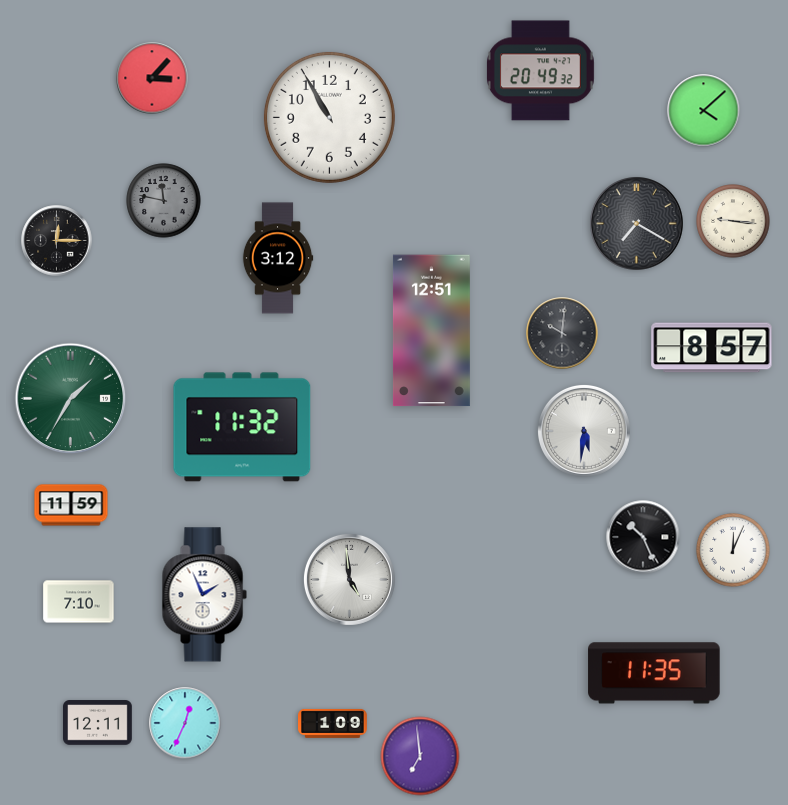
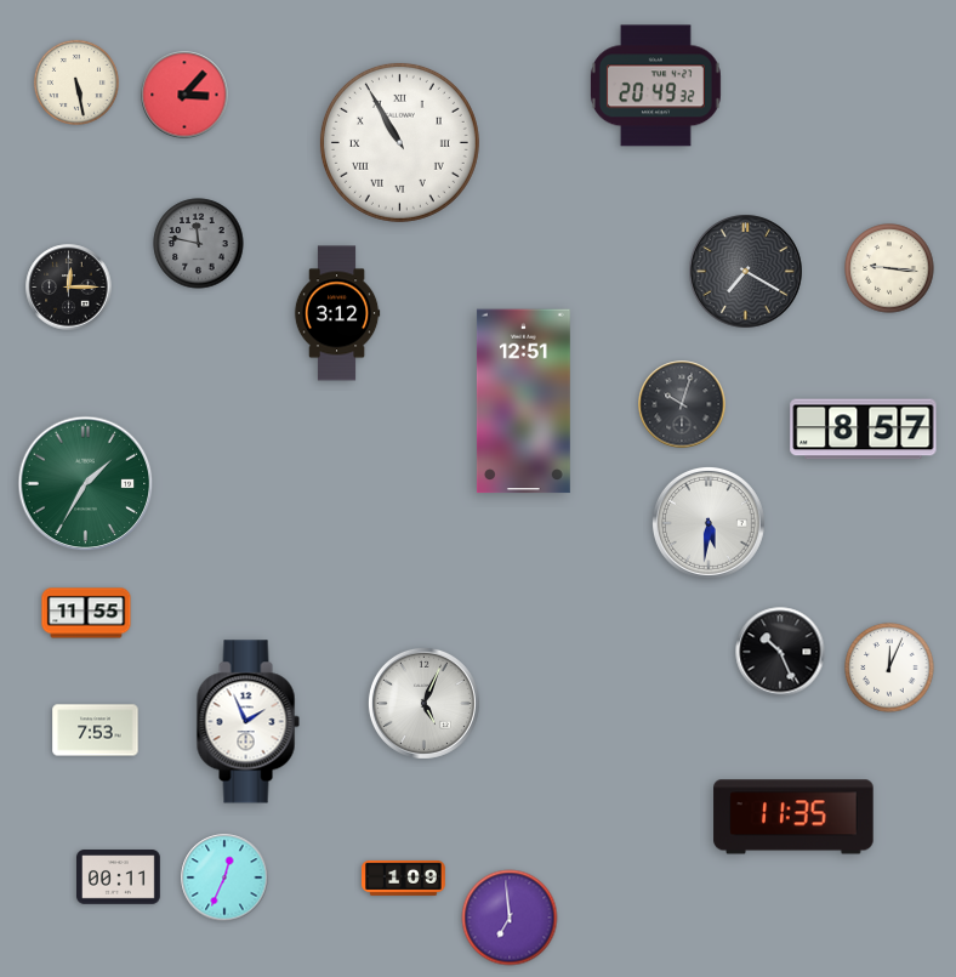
clock at (76, 83): none -> 5:28
clock at (704, 111): 4:08 -> none
clock at (329, 117) numerals: Arabic -> Roman
clock at (637, 224) position: (637, 224) -> (746, 272)
clock at (57, 241) position: (57, 241) -> (69, 288)
clock at (562, 333): 10:01 -> 10:03
clock at (712, 348) position: (712, 348) -> (864, 430)
clock at (242, 427): 11:32 -> none
clock at (71, 505): 11:59 -> 11:55
clock at (349, 579): 4:59 -> 5:04
clock at (79, 602): 7:10 -> 7:53
clock at (98, 723): 12:11 -> 00:11
